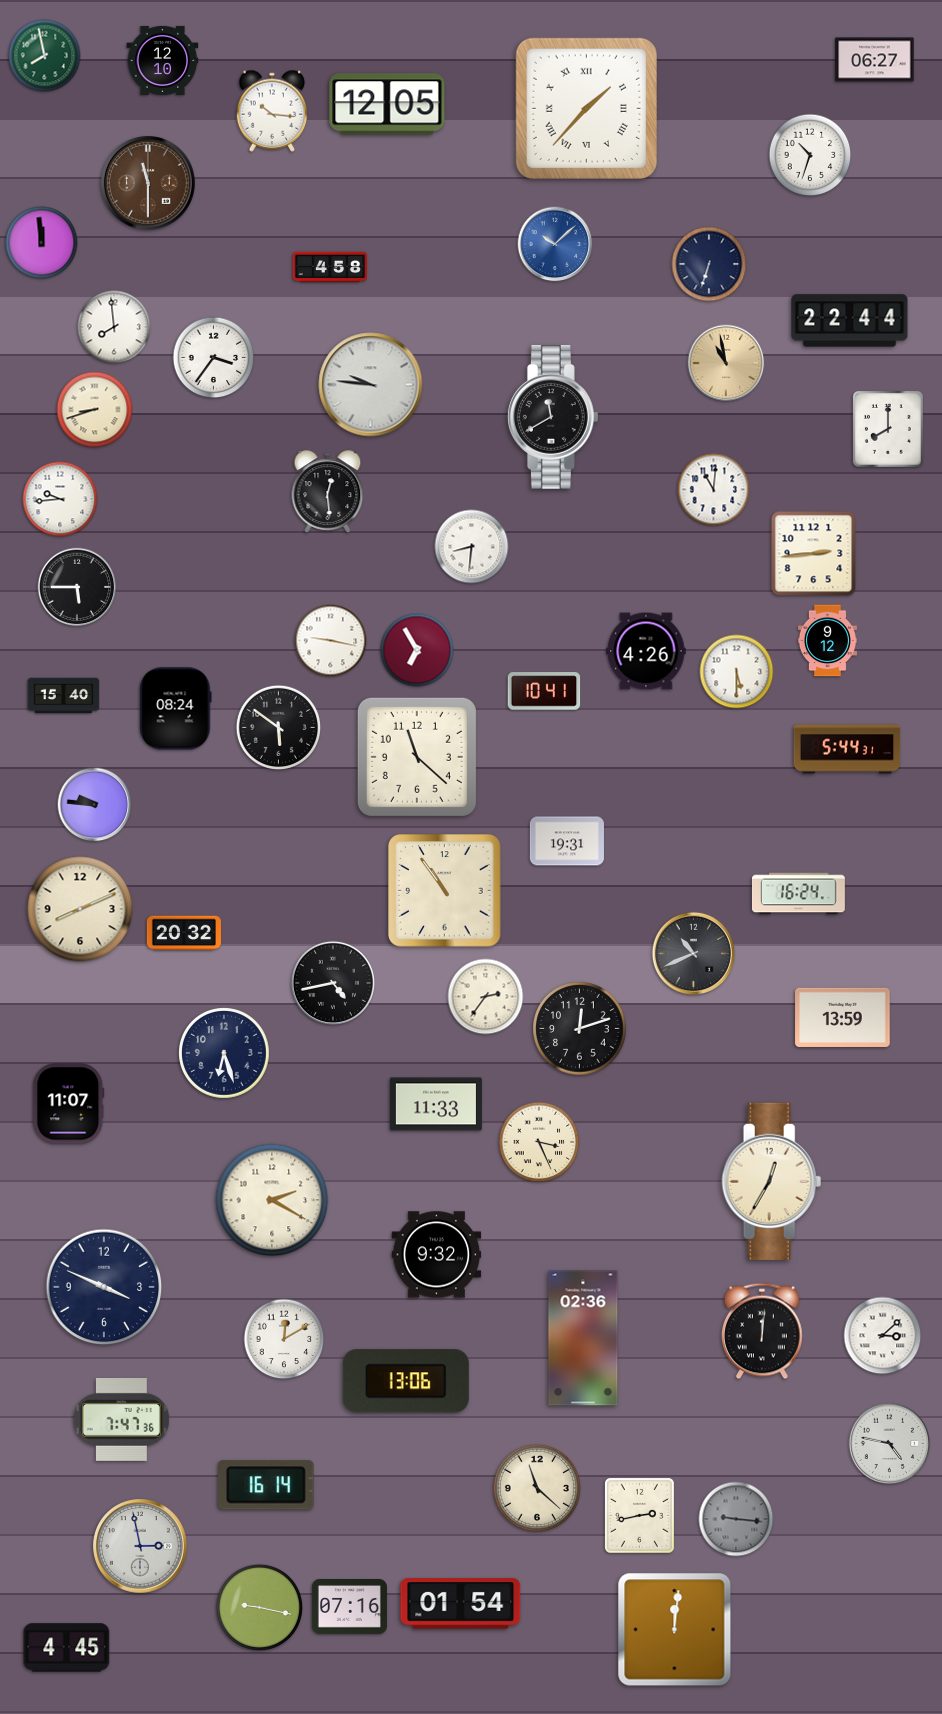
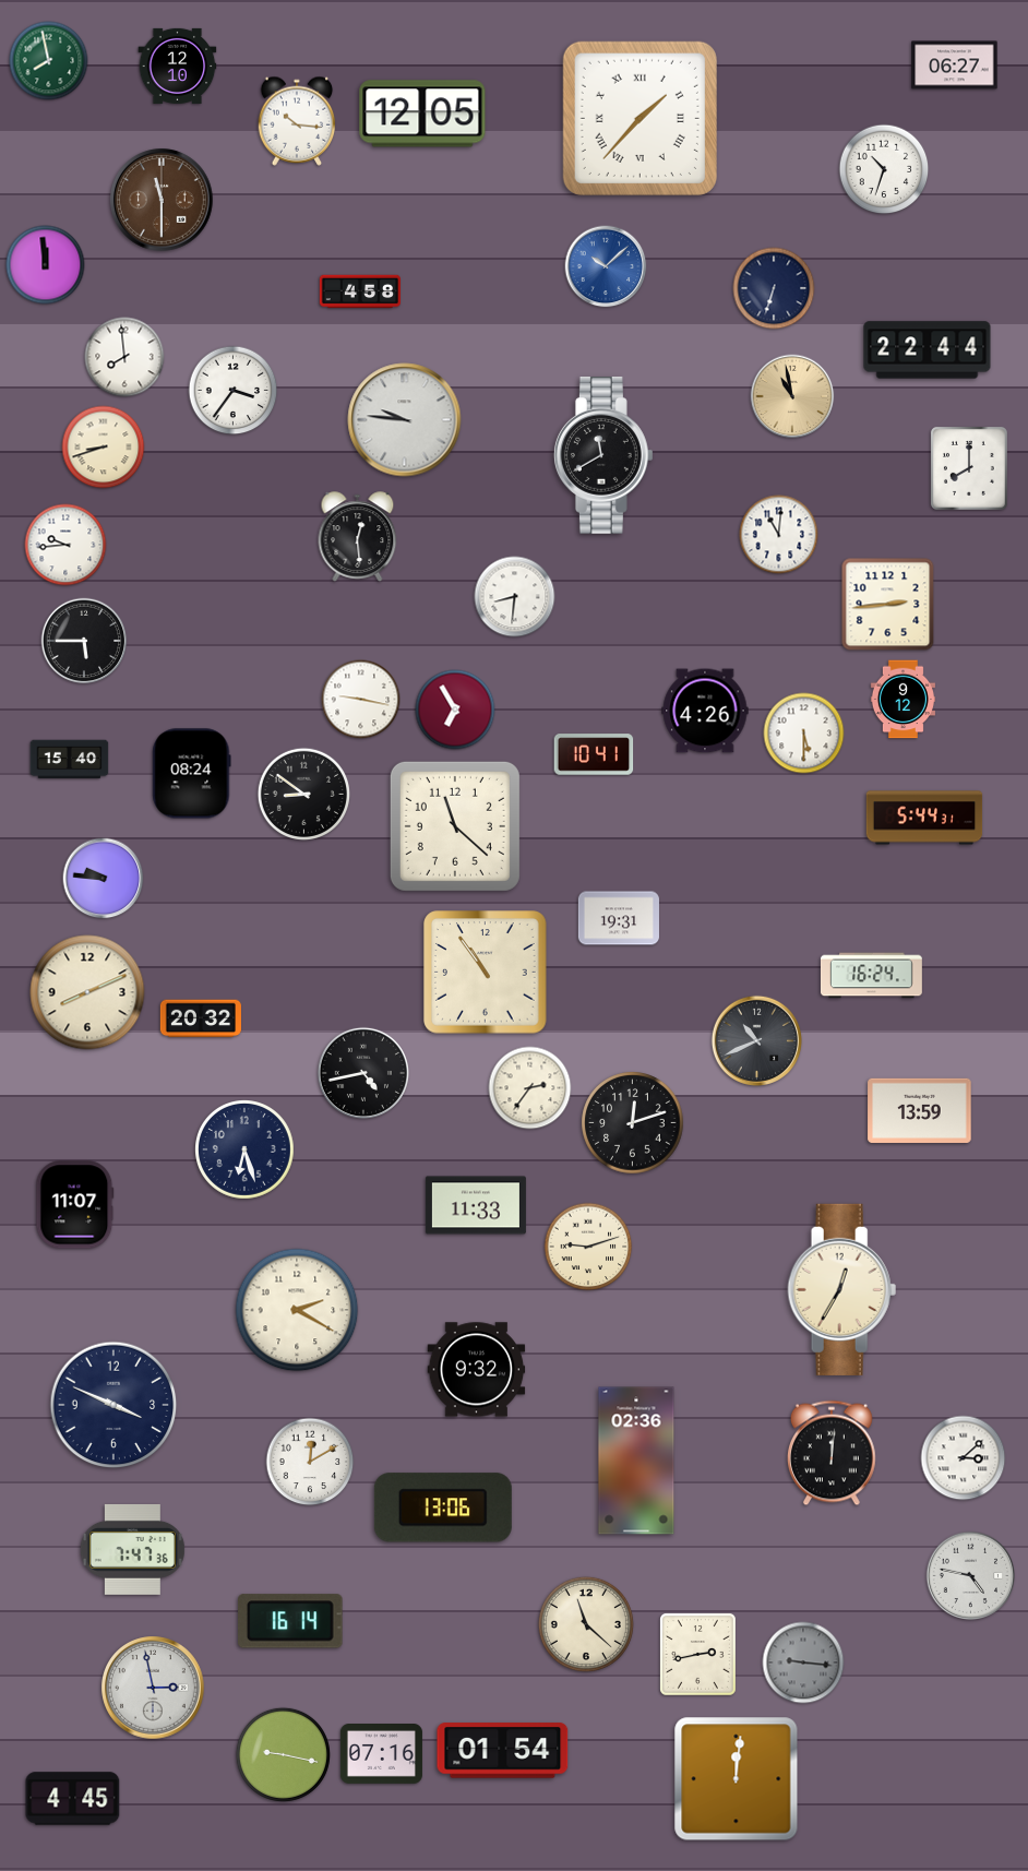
clock at (278, 727): 5:51 -> 8:51
clock at (539, 1142): 3:26 -> 9:12
clock at (736, 1519) position: (736, 1519) -> (803, 1663)
